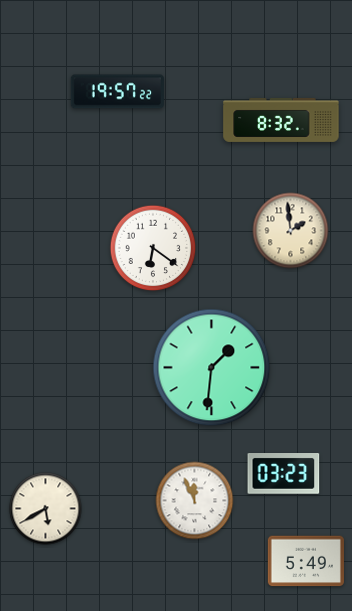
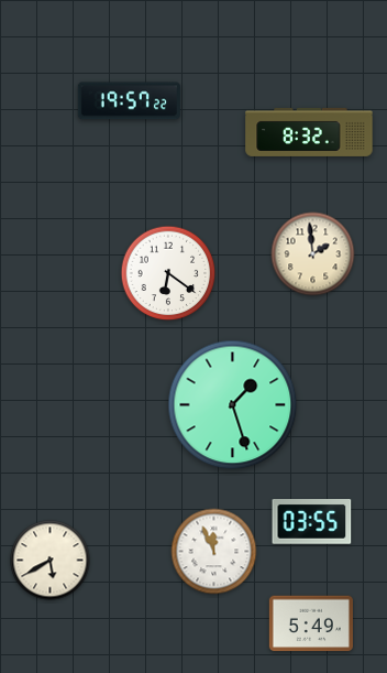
clock at (291, 231) position: (291, 231) -> (313, 254)
clock at (212, 368): 1:31 -> 1:27
clock at (284, 474): 03:23 -> 03:55
clock at (306, 561) position: (306, 561) -> (311, 623)
